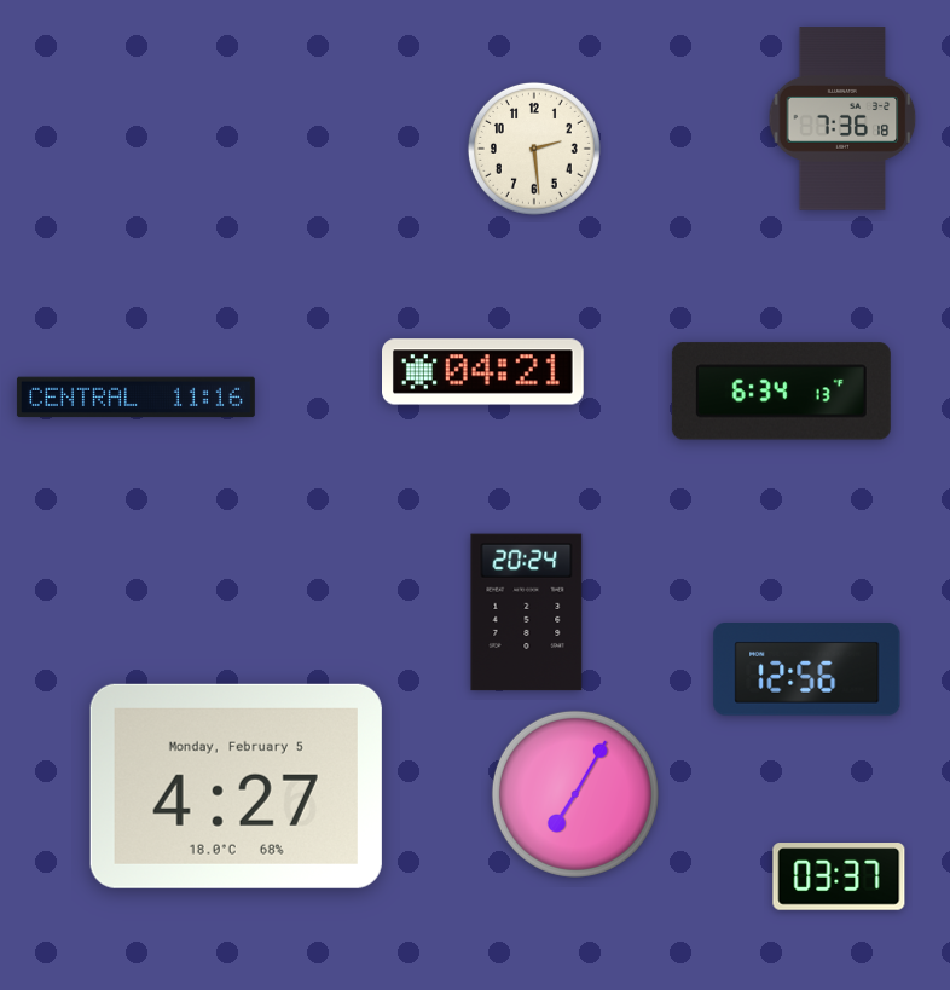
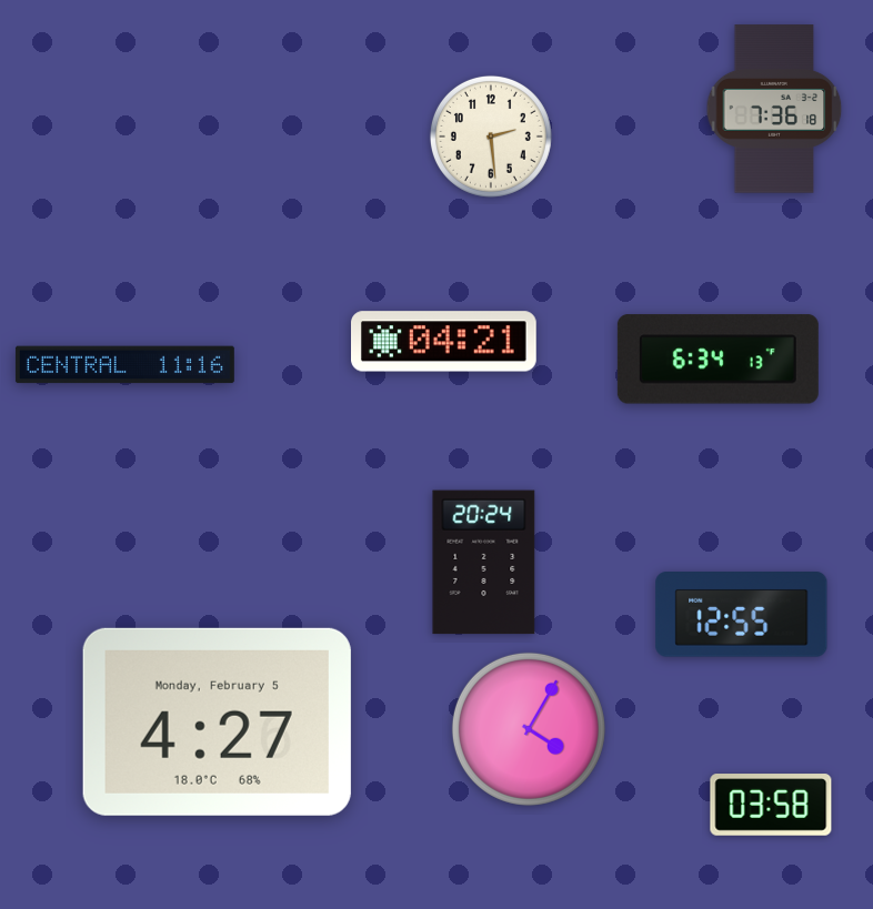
clock at (807, 670): 12:56 -> 12:55
clock at (575, 794): 7:05 -> 4:05
clock at (839, 876): 03:37 -> 03:58
